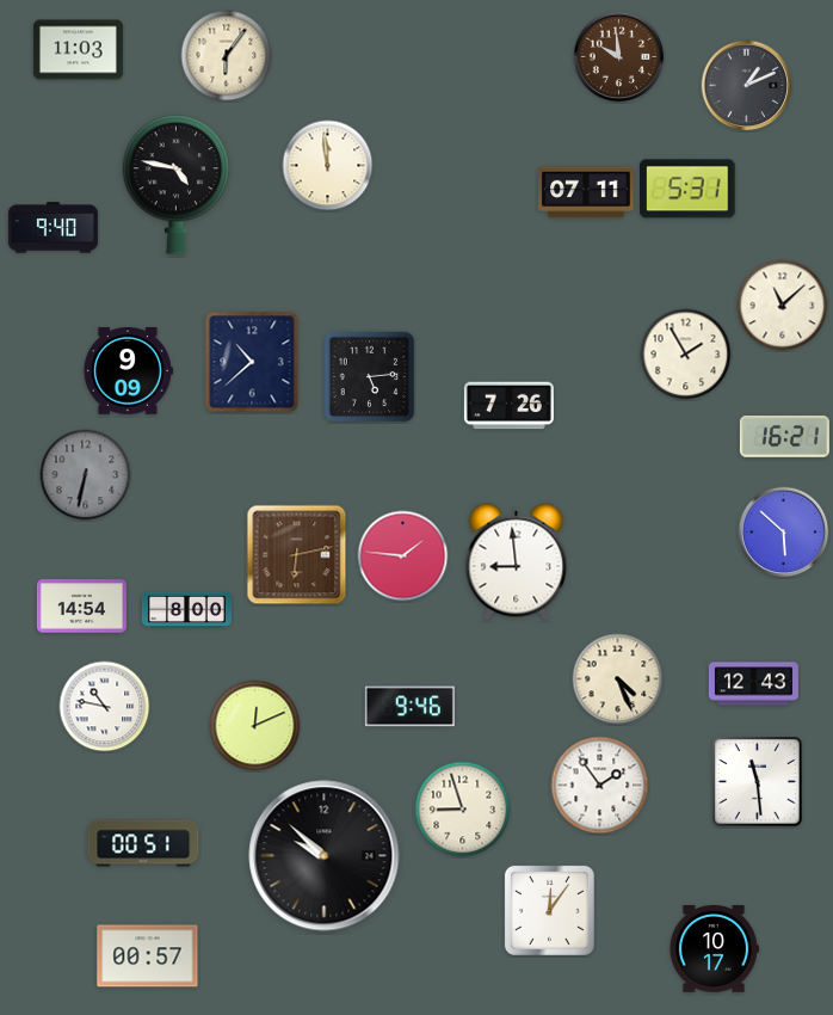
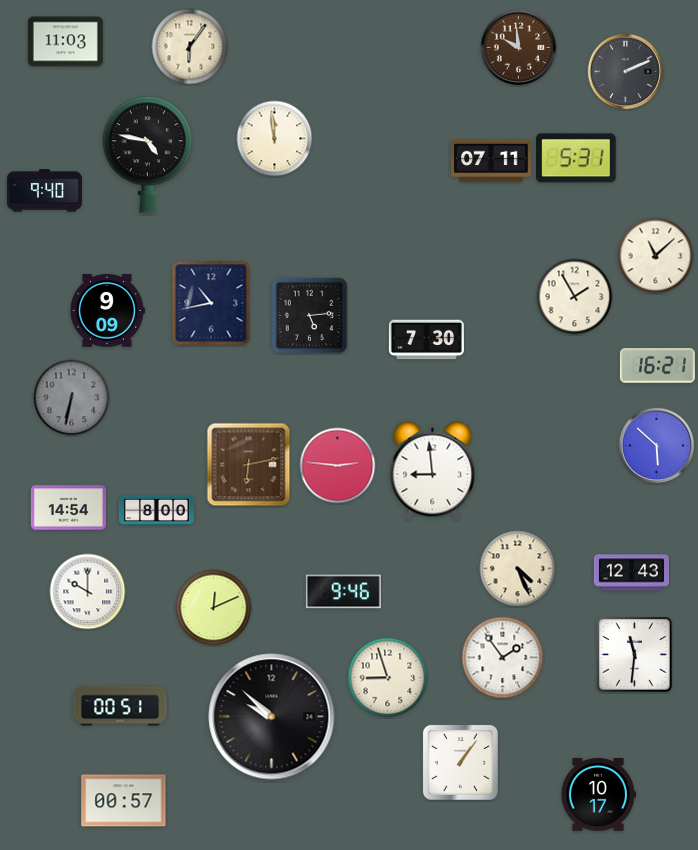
clock at (747, 86): 1:11 -> 2:11
clock at (252, 362): 10:38 -> 10:43
clock at (508, 406): 7:26 -> 7:30
clock at (403, 556): 1:46 -> 2:46
clock at (105, 707): 10:47 -> 10:00
clock at (758, 782): 11:29 -> 11:31
clock at (549, 910): 12:06 -> 1:06
